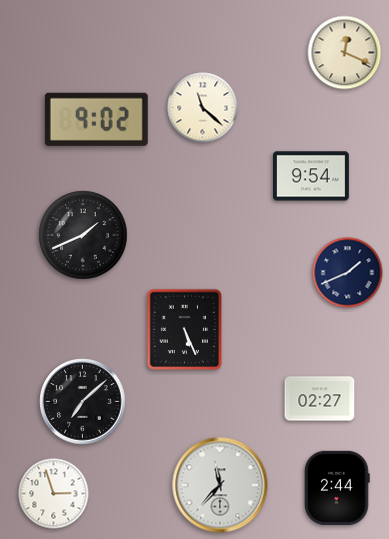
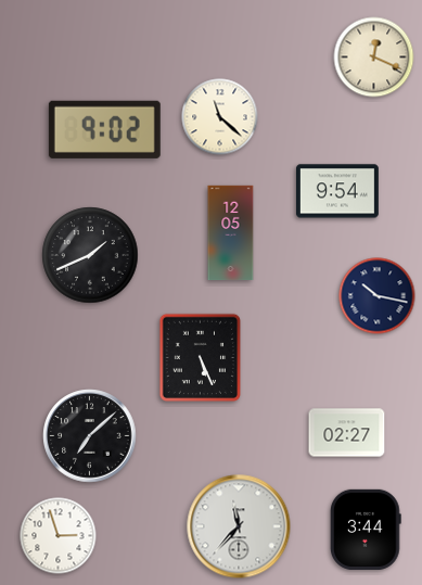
clock at (231, 233): none -> 12:05
clock at (348, 273): 1:41 -> 10:17
clock at (338, 488): 2:44 -> 3:44
